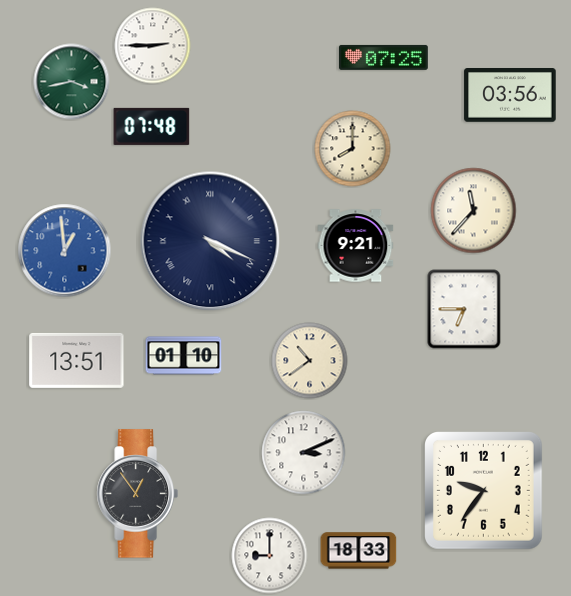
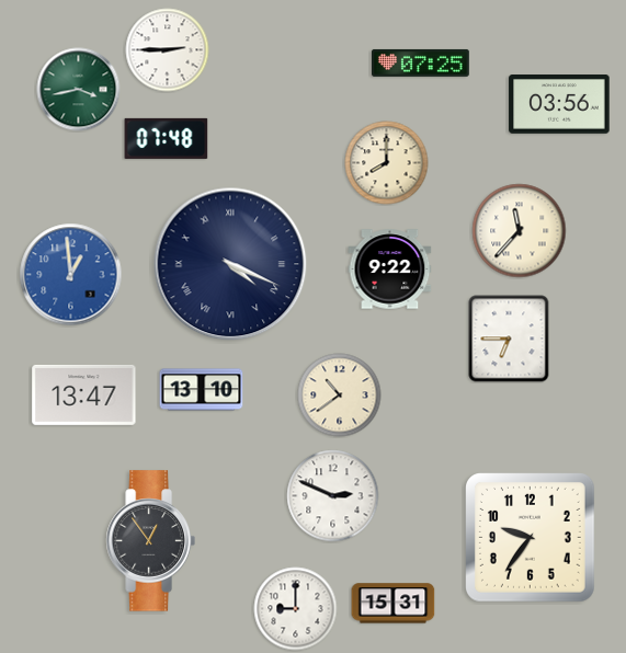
clock at (356, 246): 9:21 -> 9:22
clock at (184, 356): 01:10 -> 13:10
clock at (77, 360): 13:51 -> 13:47
clock at (304, 453): 3:11 -> 2:49
clock at (359, 551): 18:33 -> 15:31
